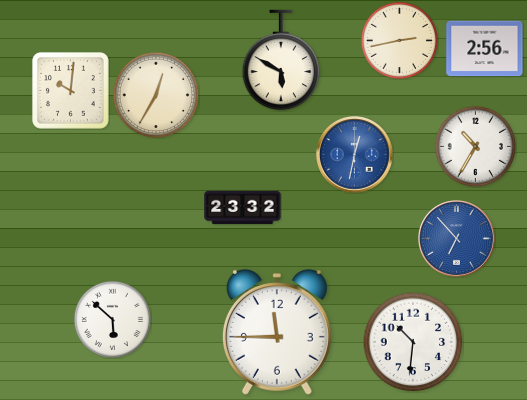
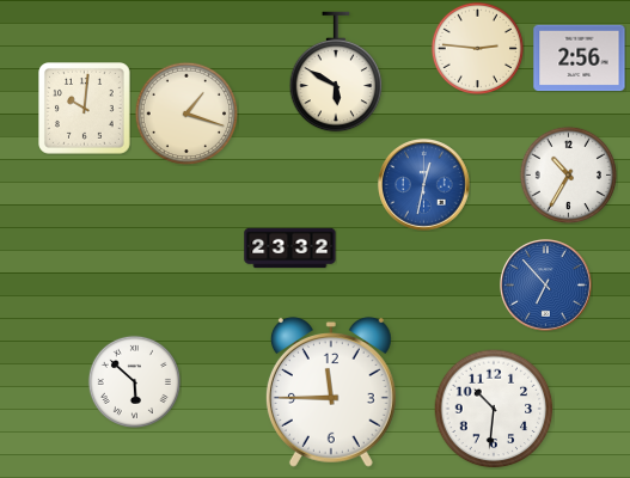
clock at (399, 40): 2:43 -> 2:46
clock at (156, 95): 12:35 -> 1:18
clock at (277, 332) position: (277, 332) -> (331, 392)
